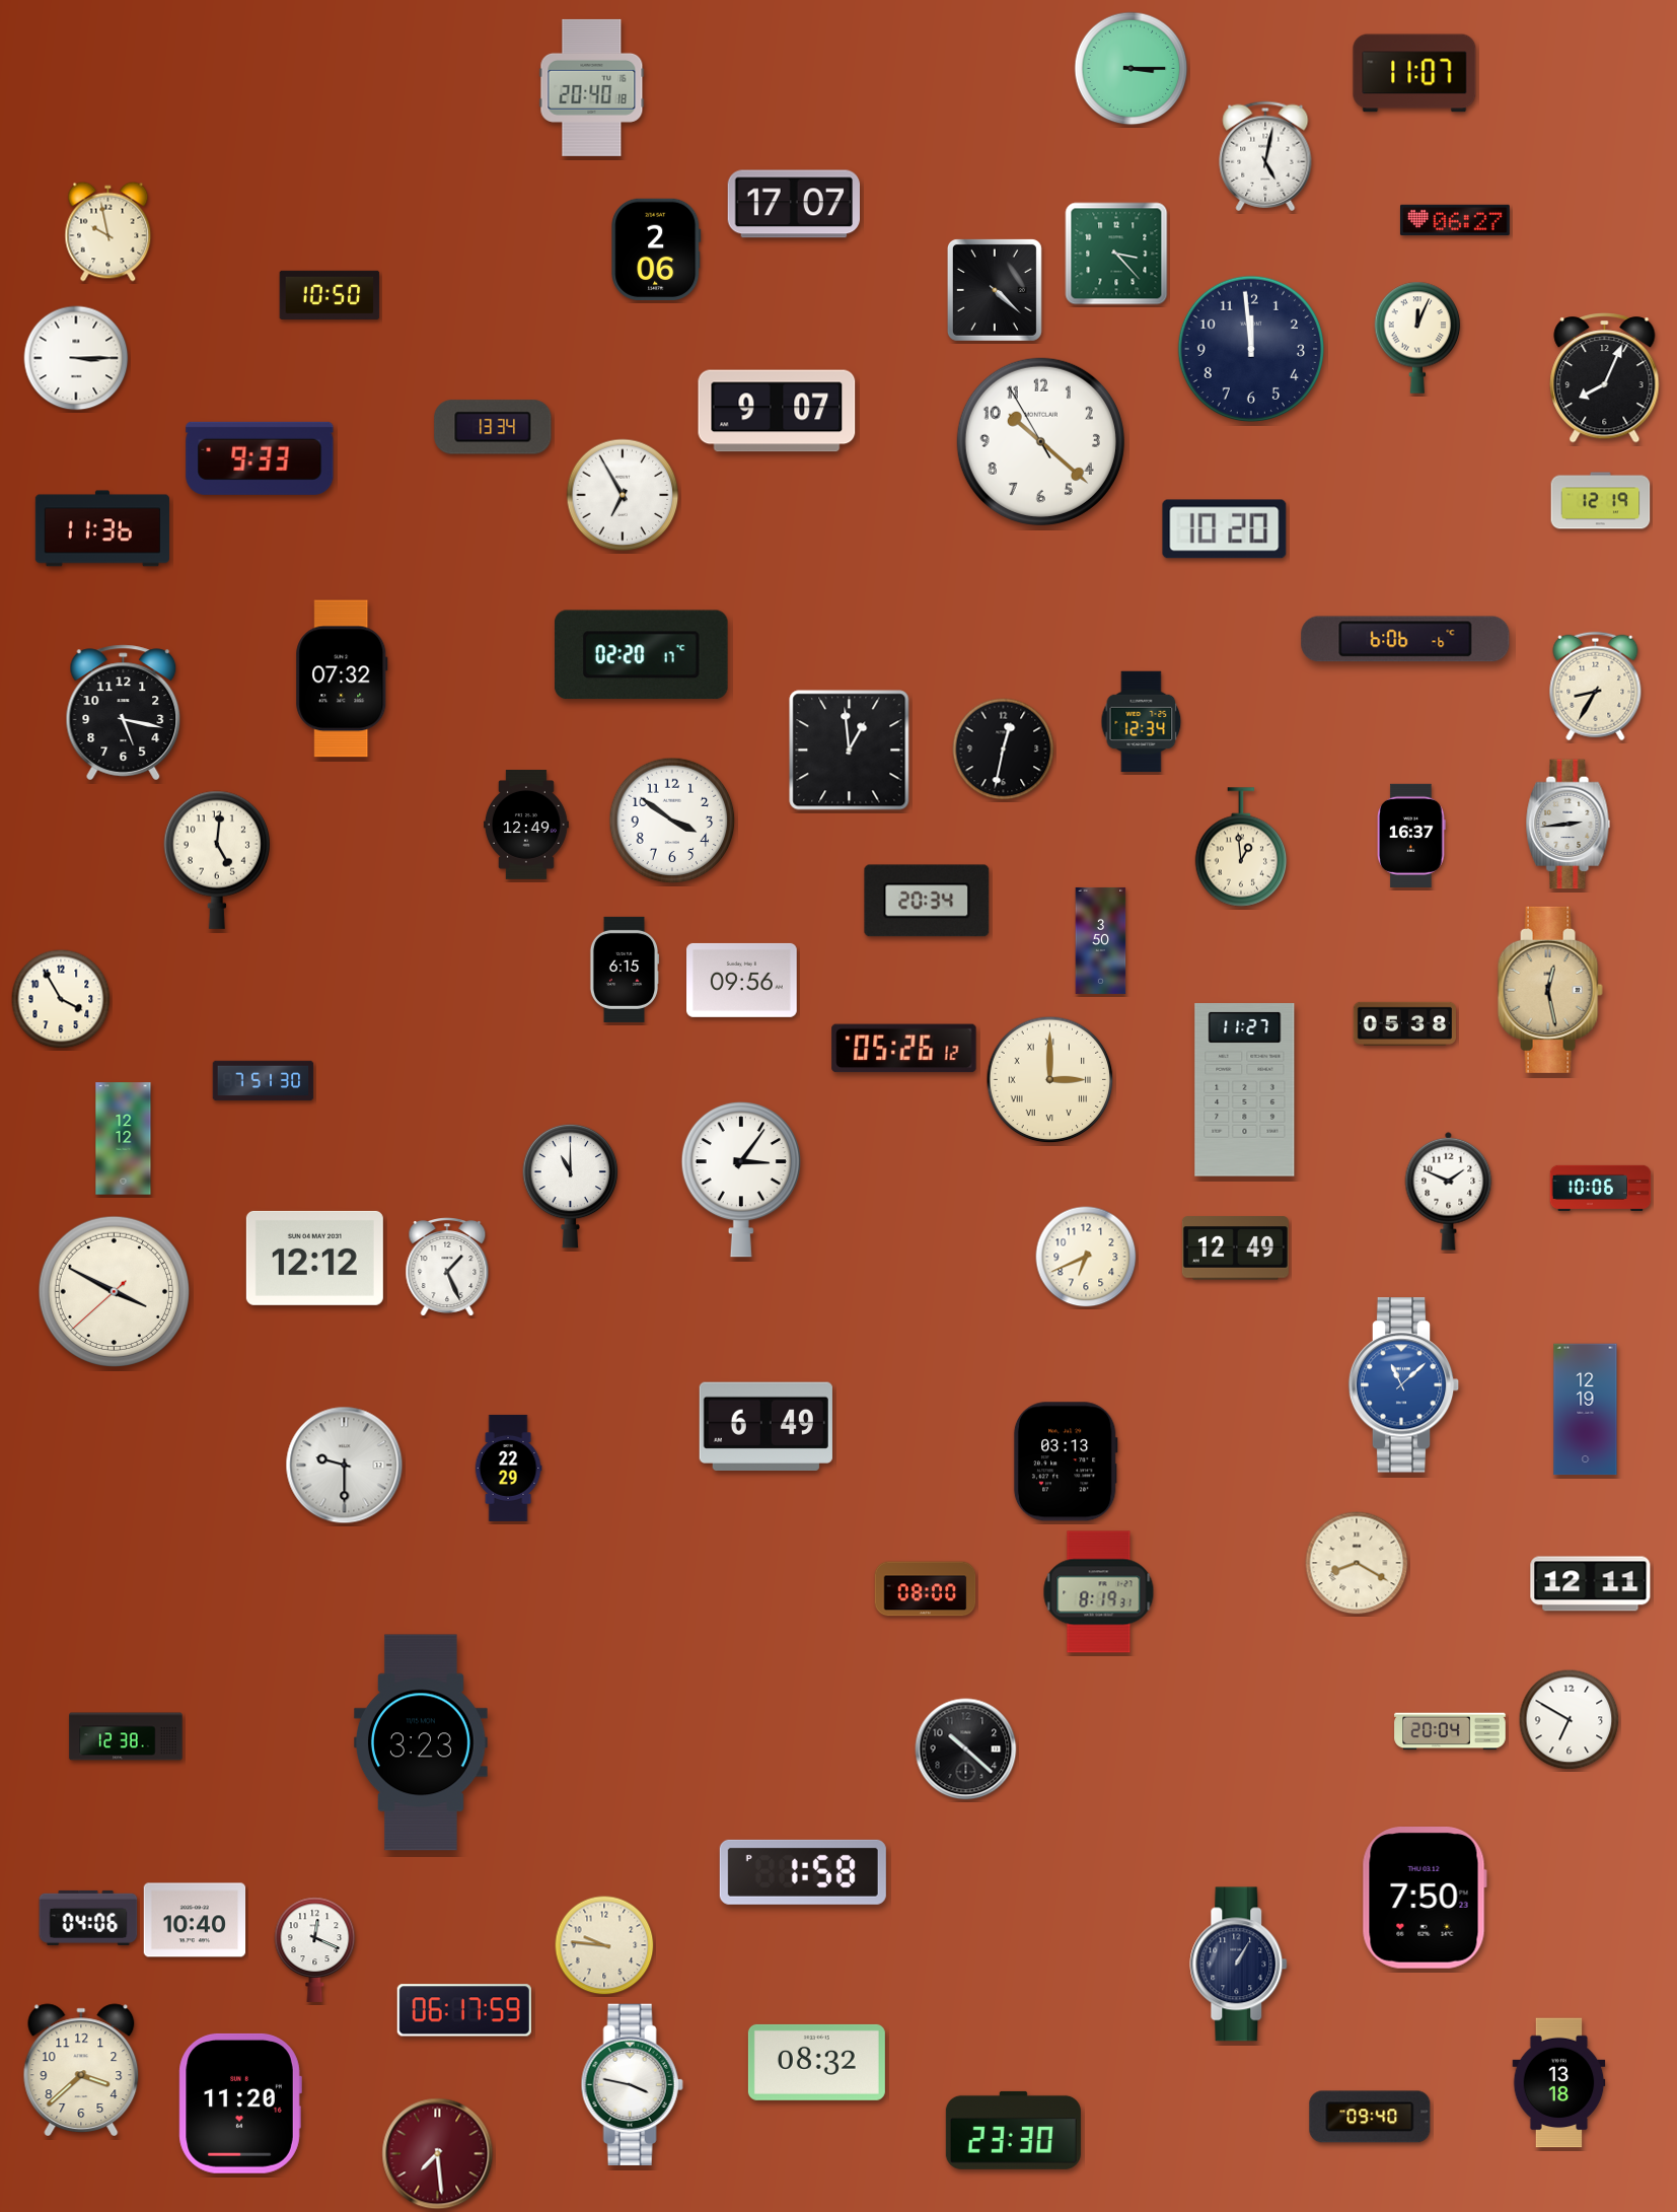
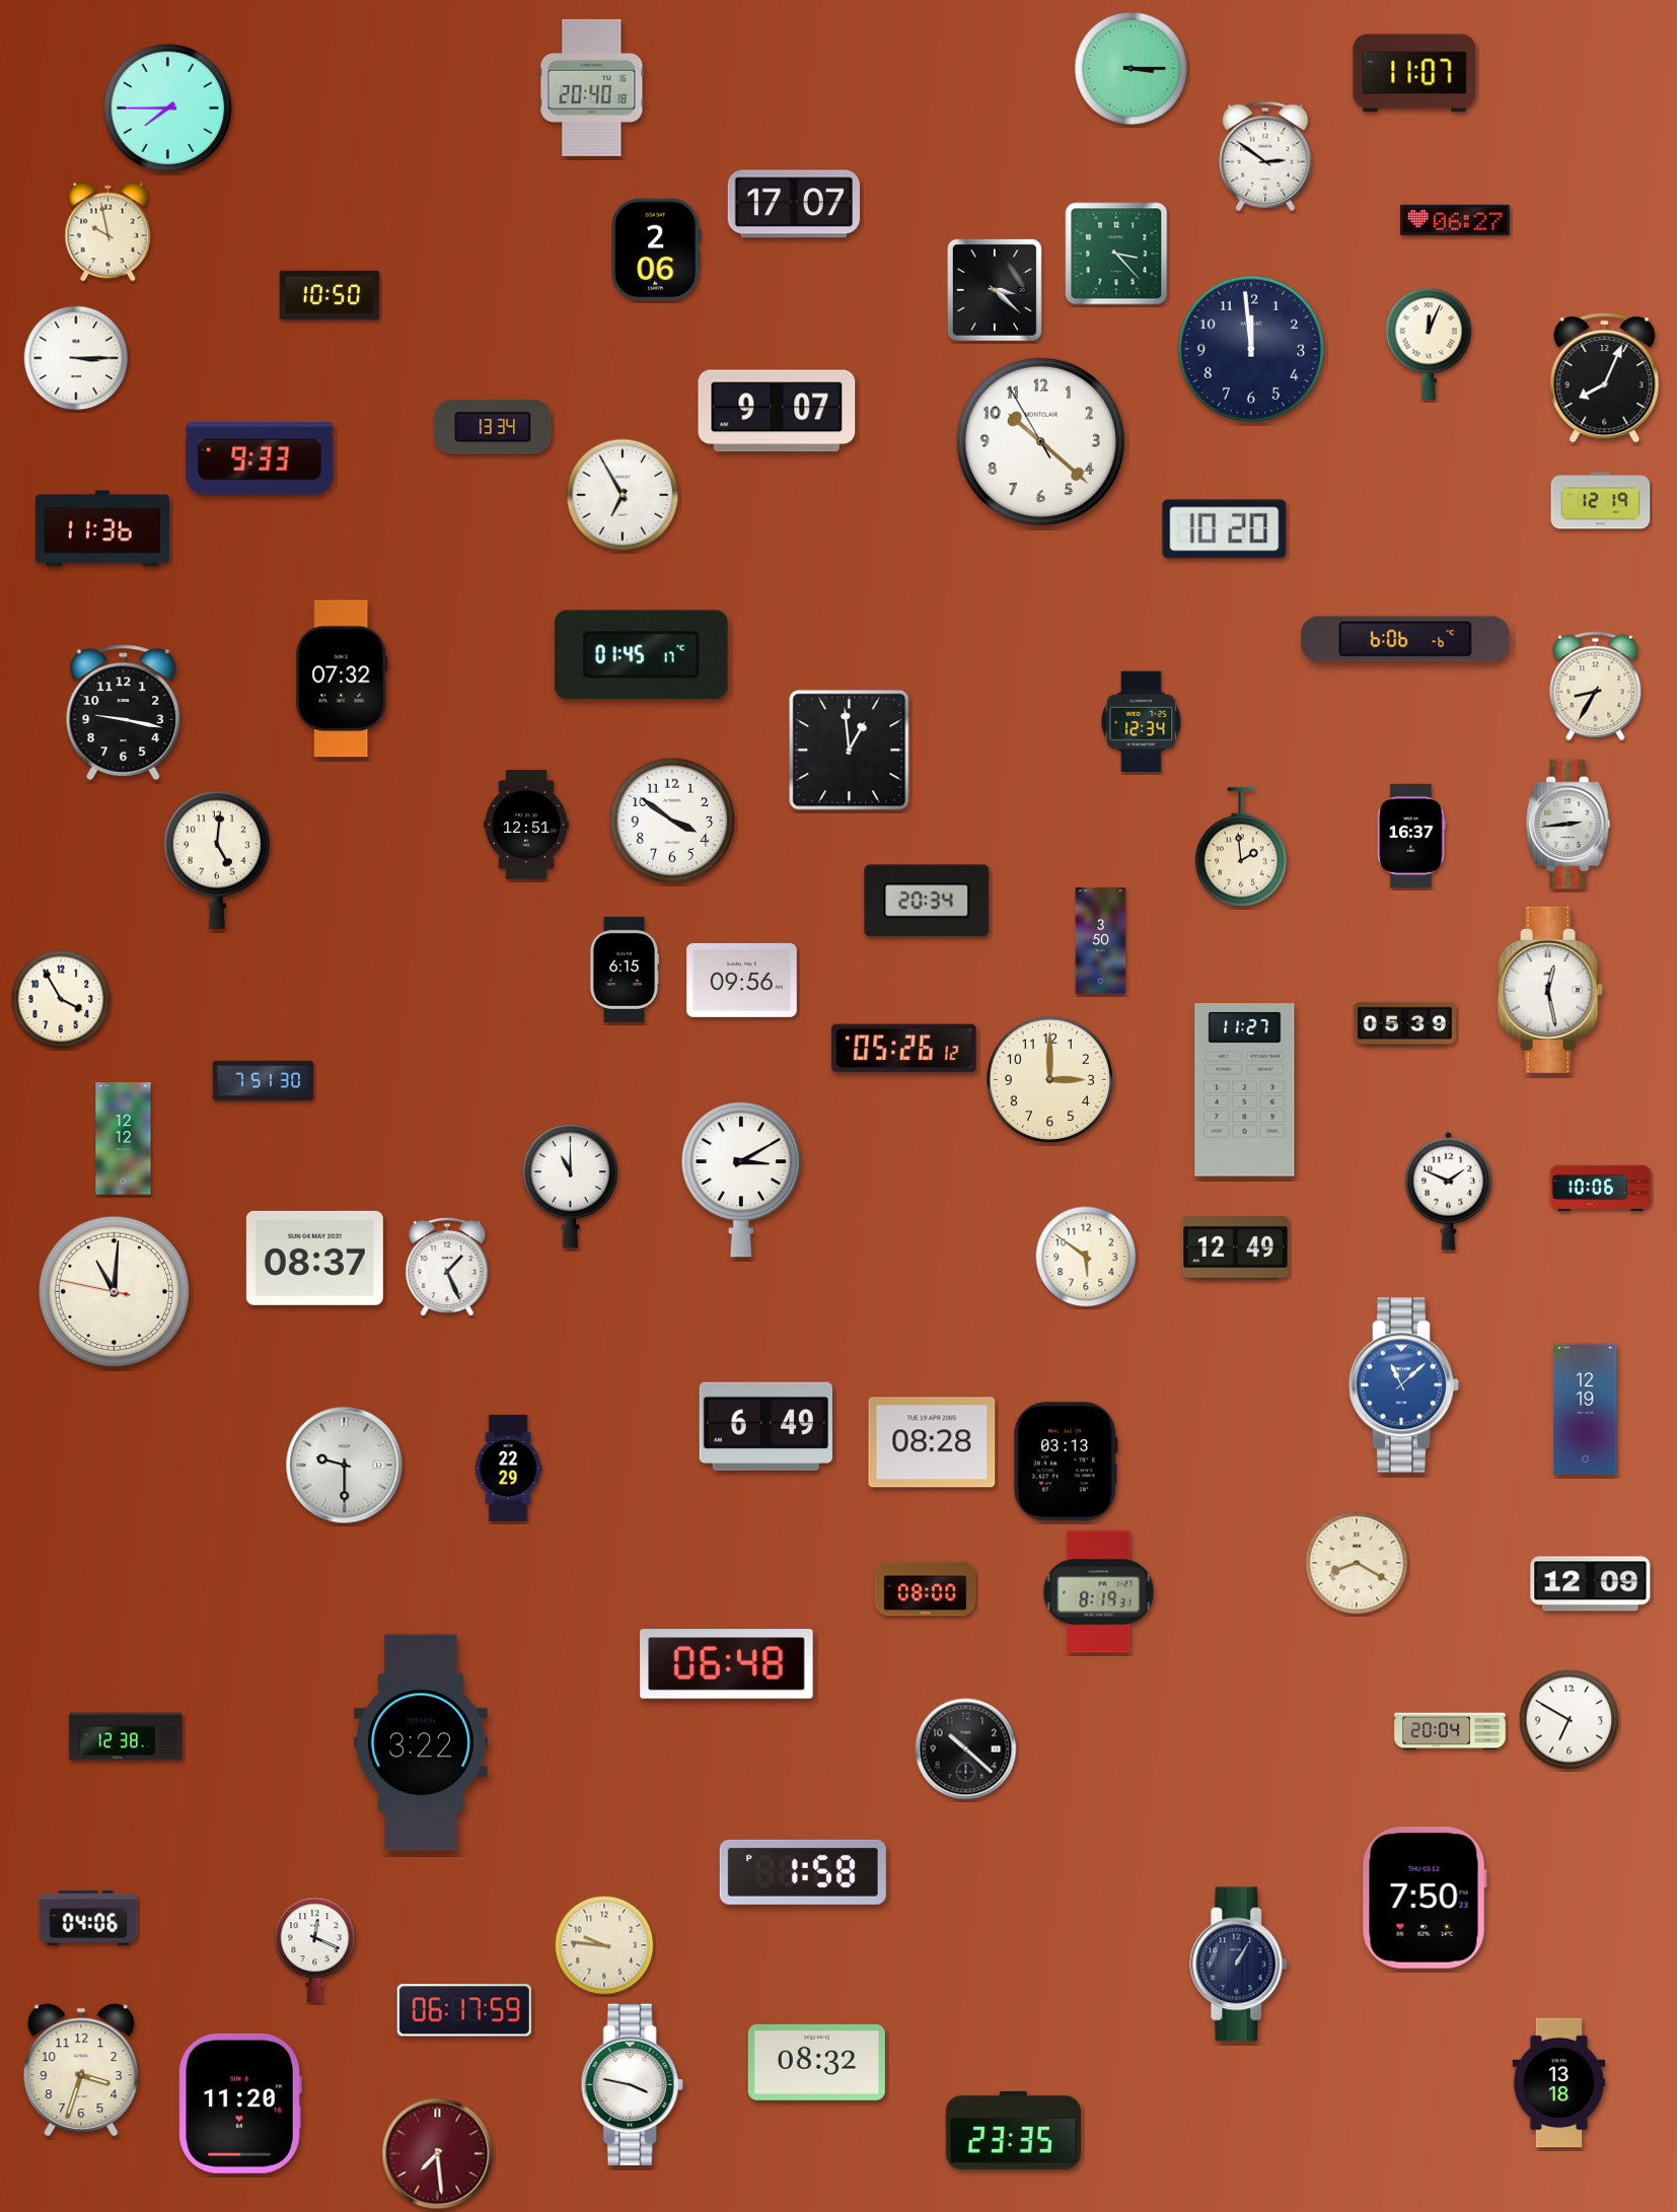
clock at (168, 109): none -> 7:45
clock at (1265, 156): 5:02 -> 2:51
clock at (995, 290): 4:22 -> 3:22
clock at (1417, 338) position: (1417, 338) -> (1429, 344)
clock at (641, 655): 02:20 -> 01:45
clock at (124, 713): 5:17 -> 9:17
clock at (1004, 750): 12:32 -> none
clock at (526, 825): 12:49 -> 12:51
clock at (1241, 847): 12:59 -> 1:59
clock at (1550, 990) dial: champagne -> white
clock at (1404, 1023): 05:38 -> 05:39
clock at (1050, 1080) numerals: Roman -> Arabic
clock at (741, 1180): 3:06 -> 3:10
clock at (1086, 1257): 6:41 -> 5:51
clock at (314, 1258): 12:12 -> 08:37
clock at (114, 1291): 3:49 -> 11:00
clock at (932, 1442): none -> 08:28
clock at (1591, 1584): 12:11 -> 12:09
clock at (727, 1664): none -> 06:48
clock at (422, 1742): 3:23 -> 3:22
clock at (195, 1920): 10:40 -> none
clock at (81, 2069): 3:38 -> 3:33
clock at (1370, 2117): 09:40 -> none
clock at (1013, 2130): 23:30 -> 23:35
